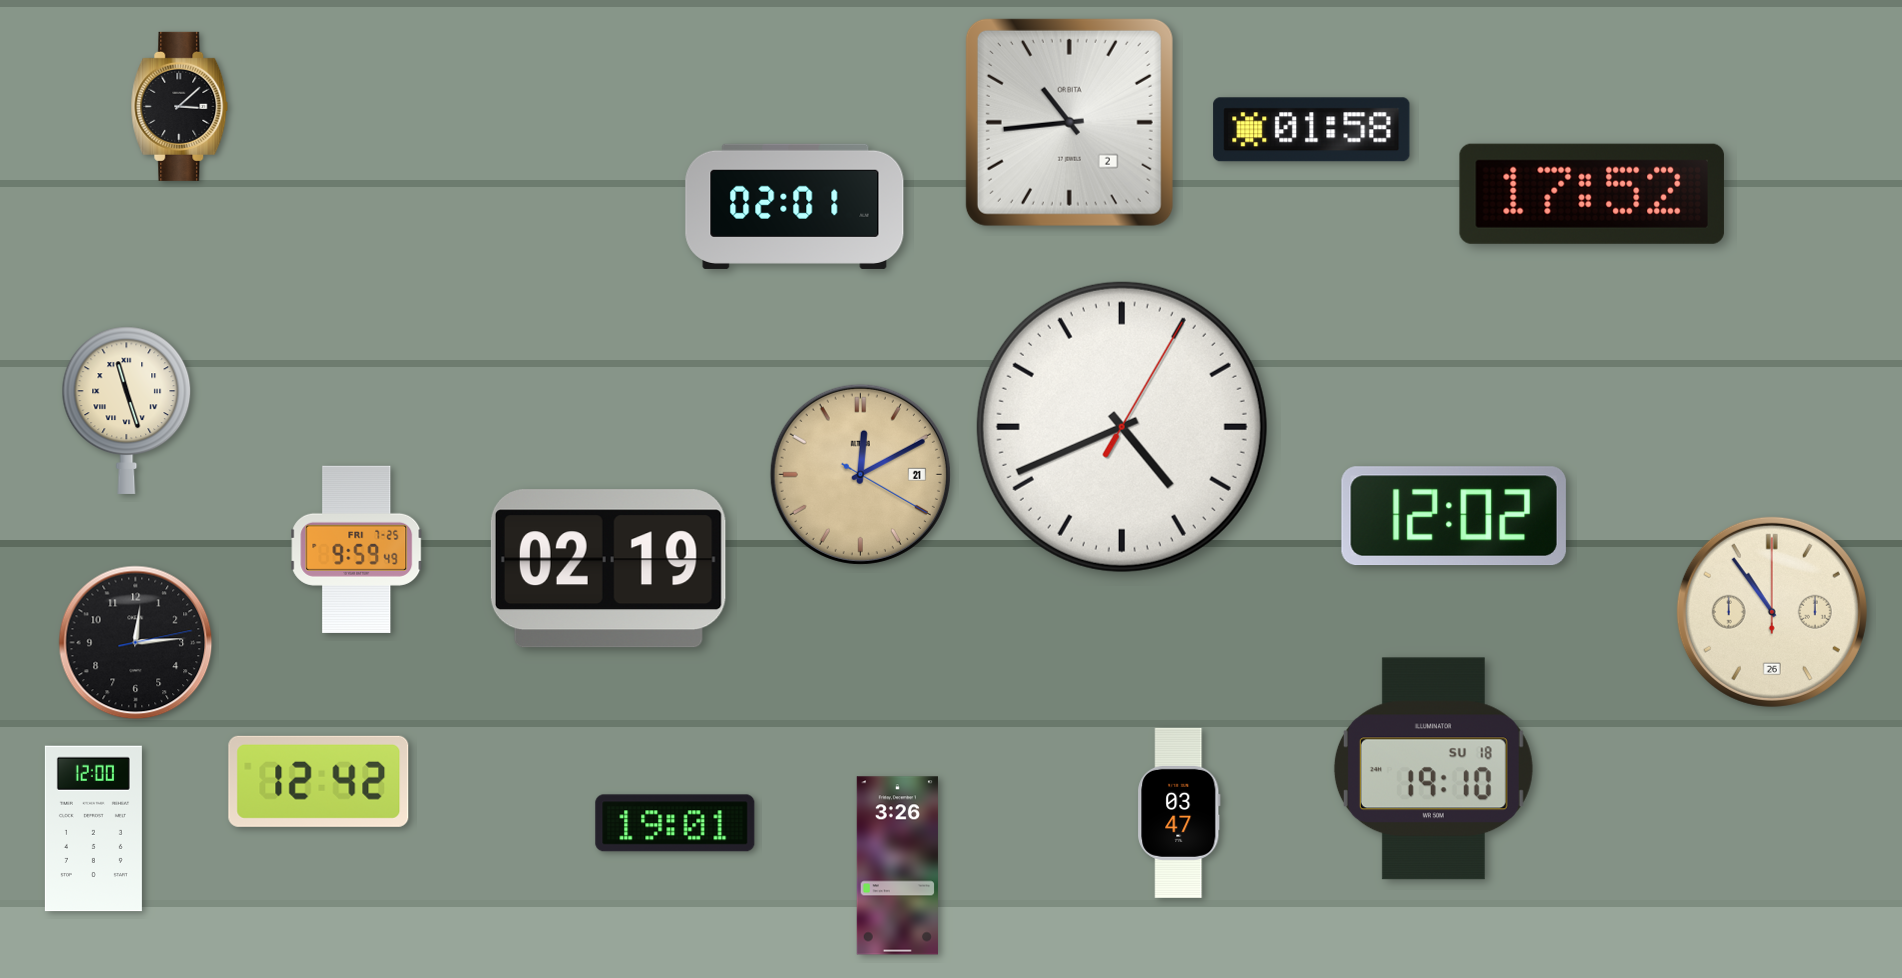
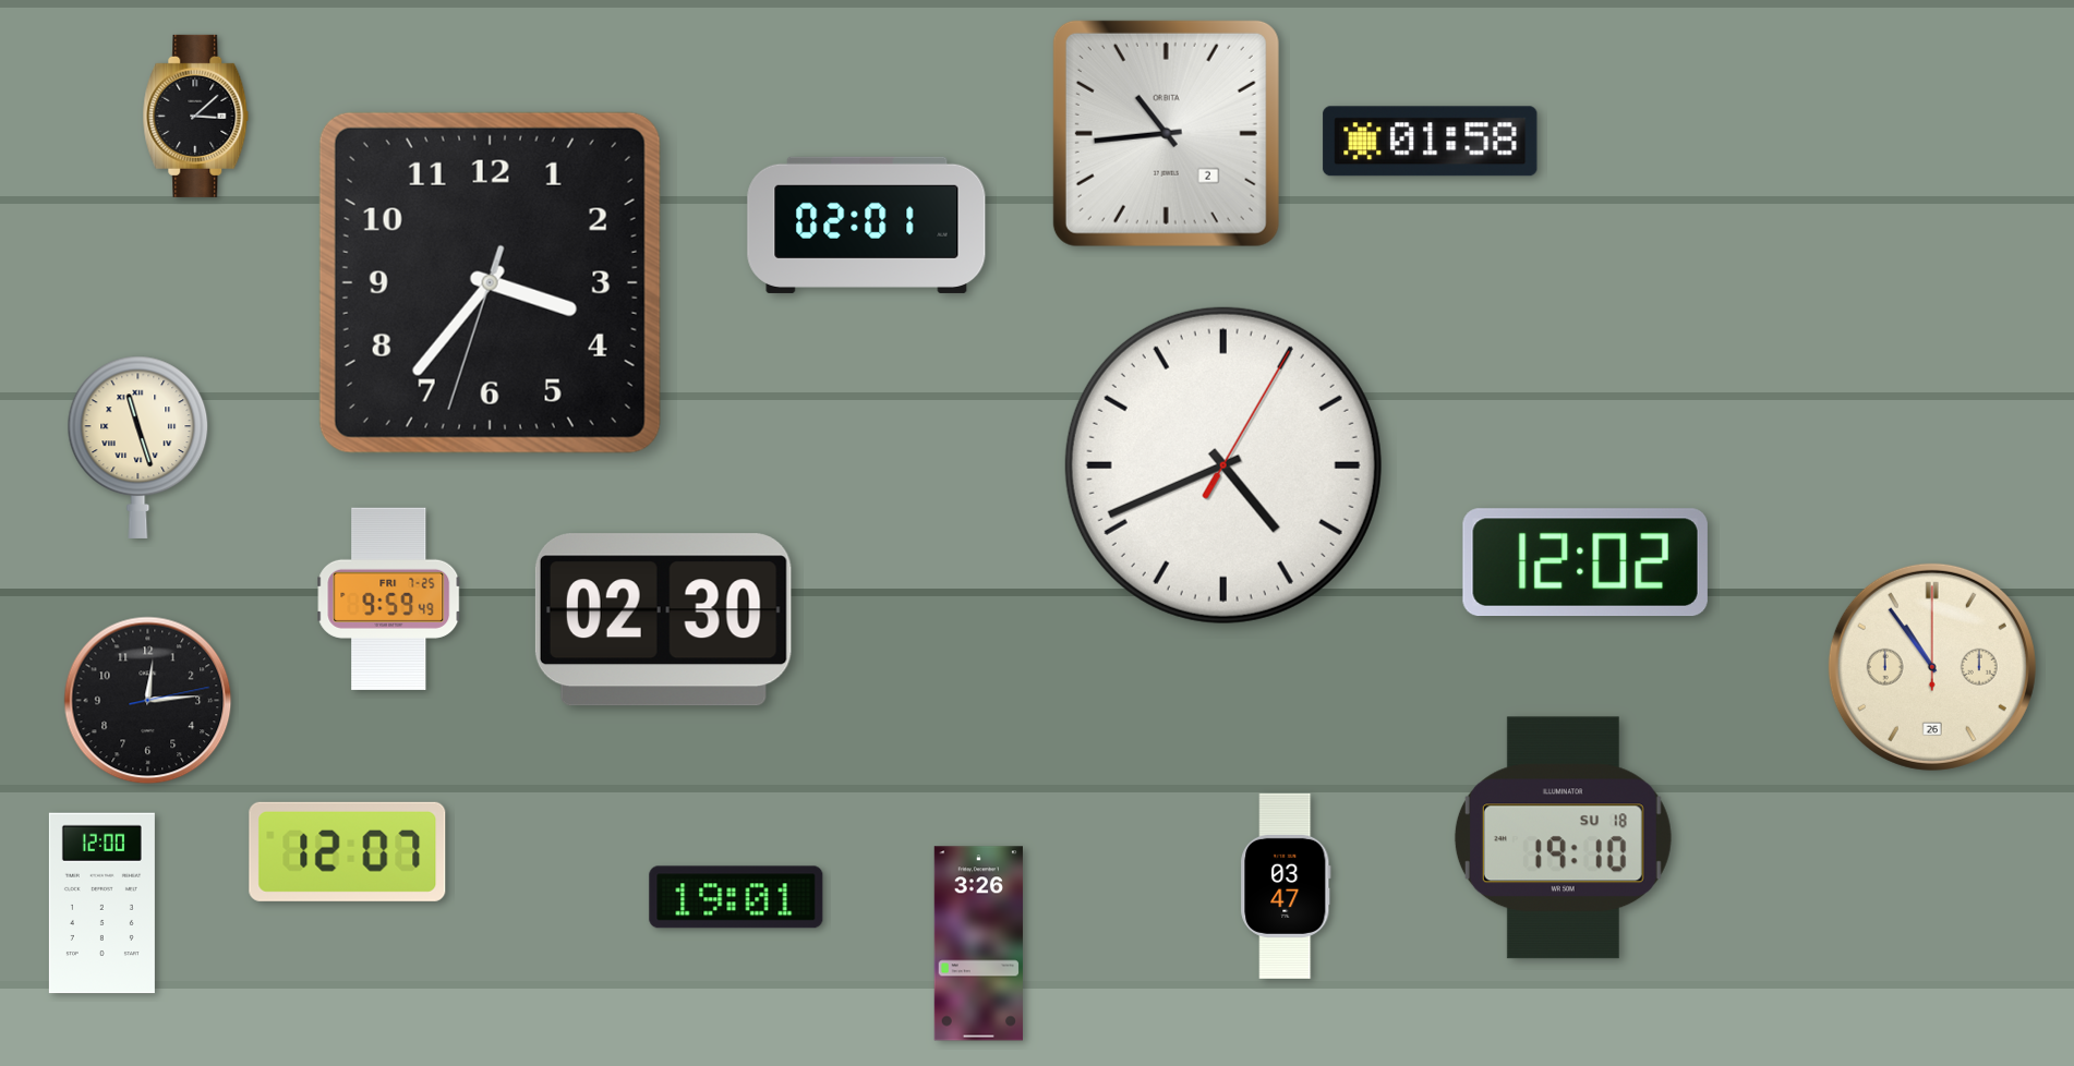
clock at (1592, 194): 17:52 -> none
clock at (490, 282): none -> 3:36
clock at (860, 474): 12:10 -> none
clock at (608, 569): 02:19 -> 02:30
clock at (319, 781): 12:42 -> 12:07
